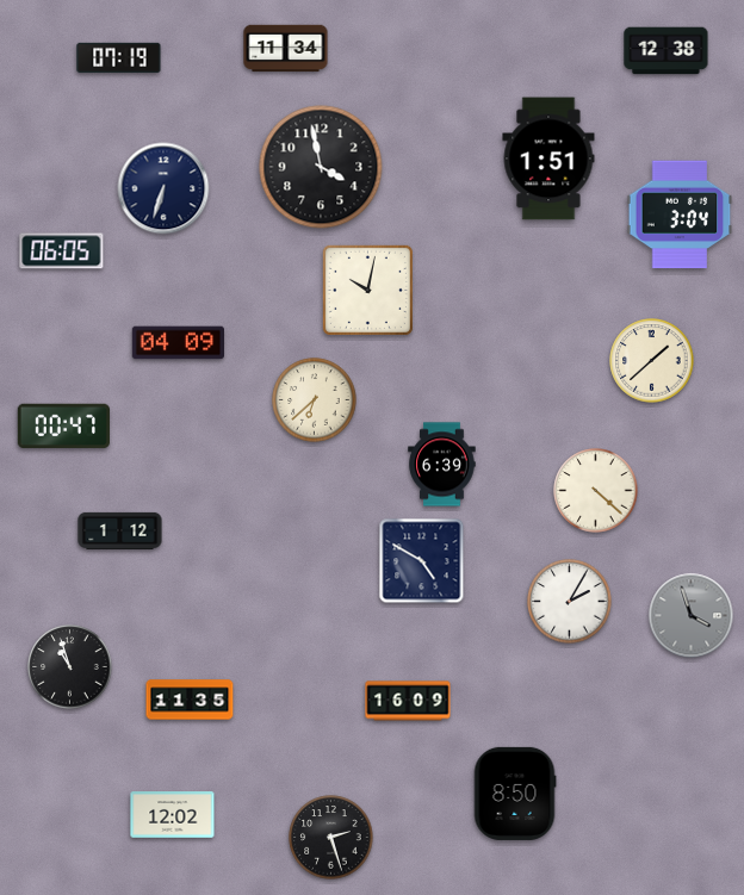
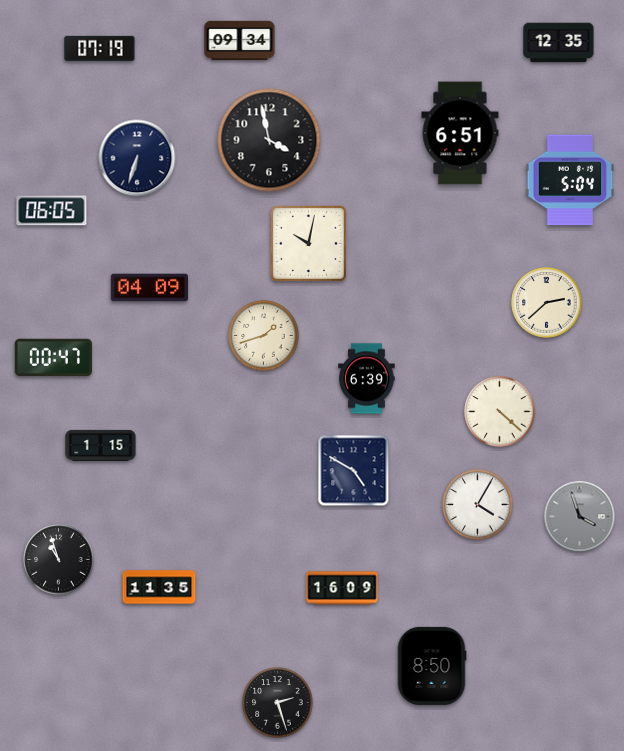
clock at (286, 49): 11:34 -> 09:34
clock at (666, 51): 12:38 -> 12:35
clock at (548, 159): 1:51 -> 6:51
clock at (680, 215): 3:04 -> 5:04
clock at (652, 361): 1:38 -> 2:38
clock at (315, 400): 6:38 -> 1:42
clock at (442, 465) position: (442, 465) -> (367, 379)
clock at (120, 530): 1:12 -> 1:15
clock at (570, 602): 2:05 -> 4:05
clock at (173, 815): 12:02 -> none
